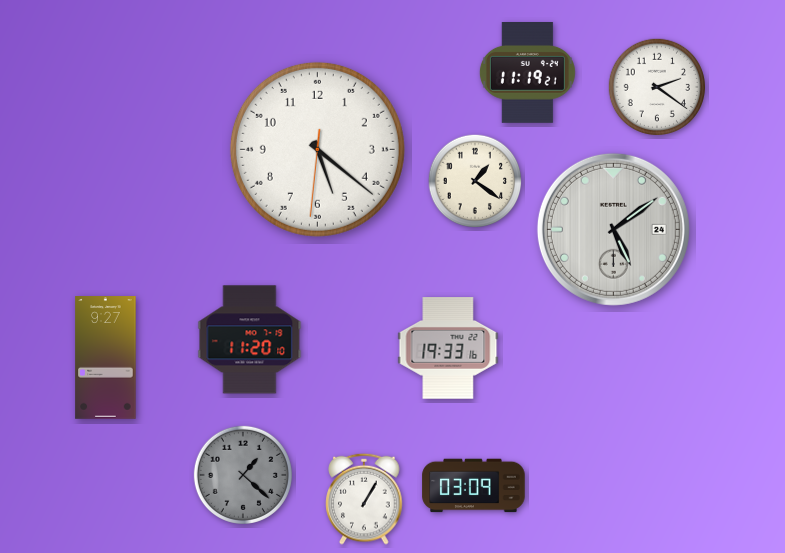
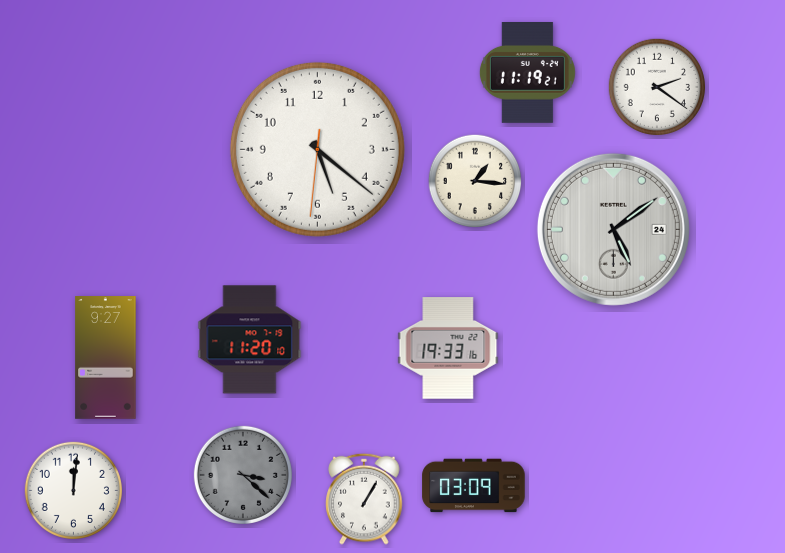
clock at (475, 181): 1:21 -> 1:16
clock at (243, 475): 1:22 -> 3:22
clock at (73, 490): none -> 12:01
